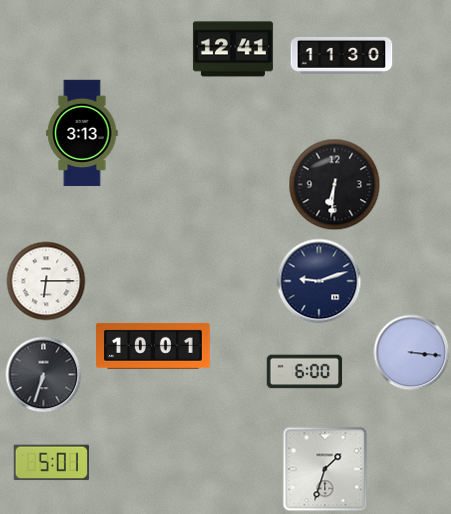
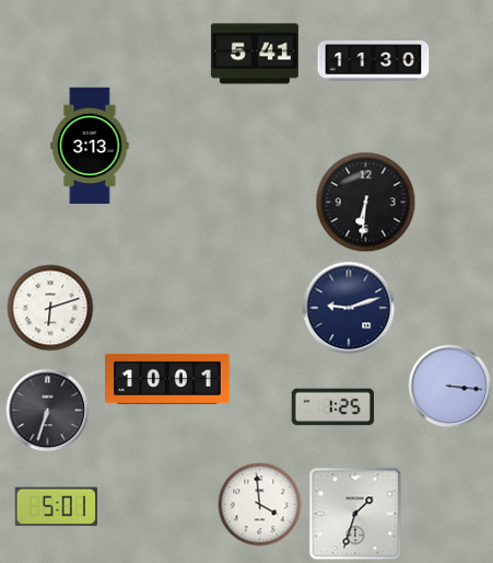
clock at (233, 49): 12:41 -> 5:41
clock at (46, 281): 6:15 -> 6:12
clock at (305, 372): 6:00 -> 1:25
clock at (260, 505): none -> 3:59
